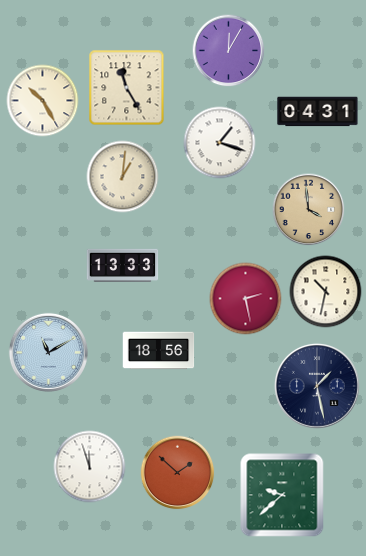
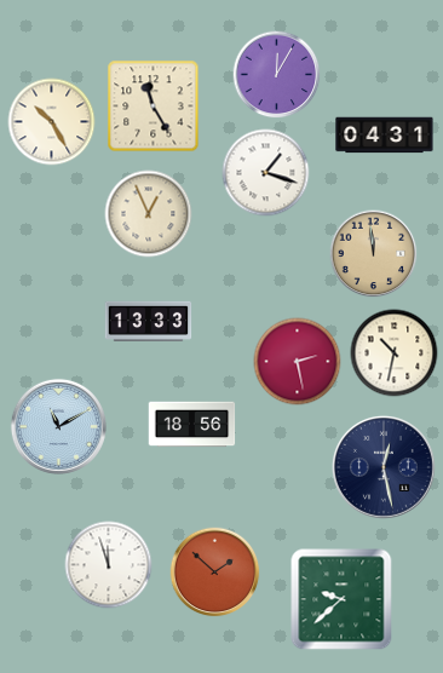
clock at (229, 51) position: (229, 51) -> (277, 75)
clock at (123, 177): 1:01 -> 12:56
clock at (309, 210): 3:59 -> 11:59
clock at (317, 386): 1:28 -> 12:28
